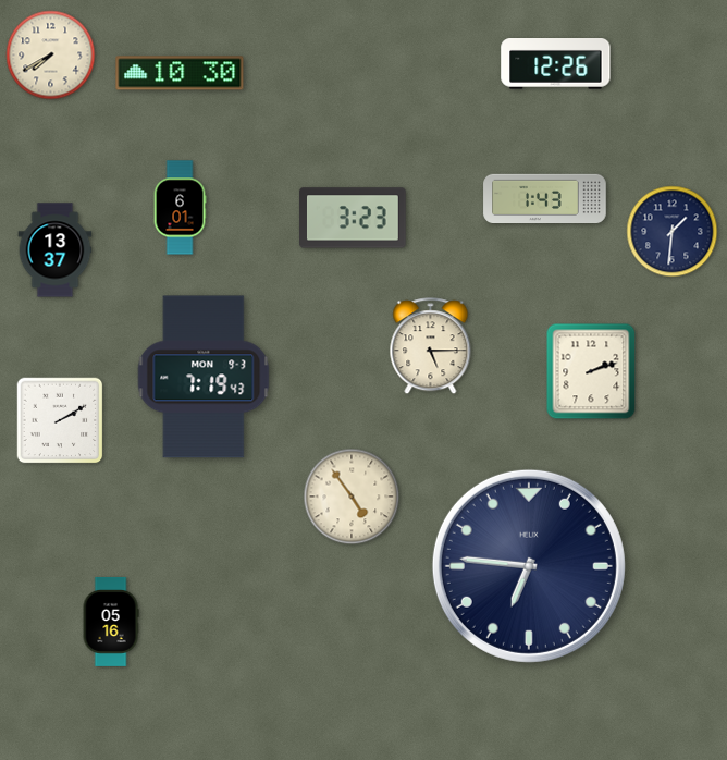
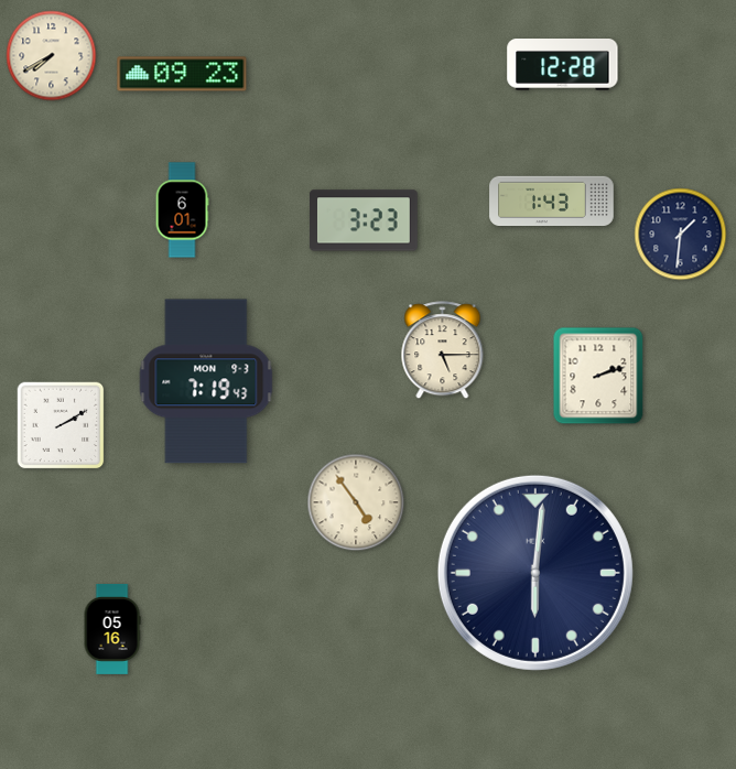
clock at (556, 64): 12:26 -> 12:28
clock at (180, 73): 10:30 -> 09:23
clock at (354, 218) position: (354, 218) -> (365, 220)
clock at (56, 250): 13:37 -> none
clock at (431, 346) position: (431, 346) -> (443, 350)
clock at (529, 566): 6:46 -> 6:01
